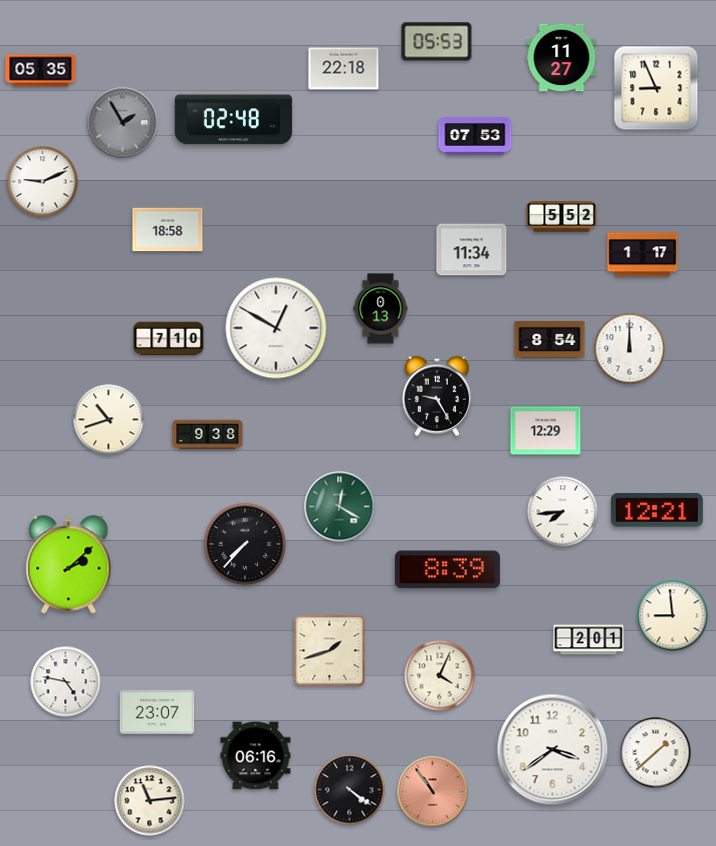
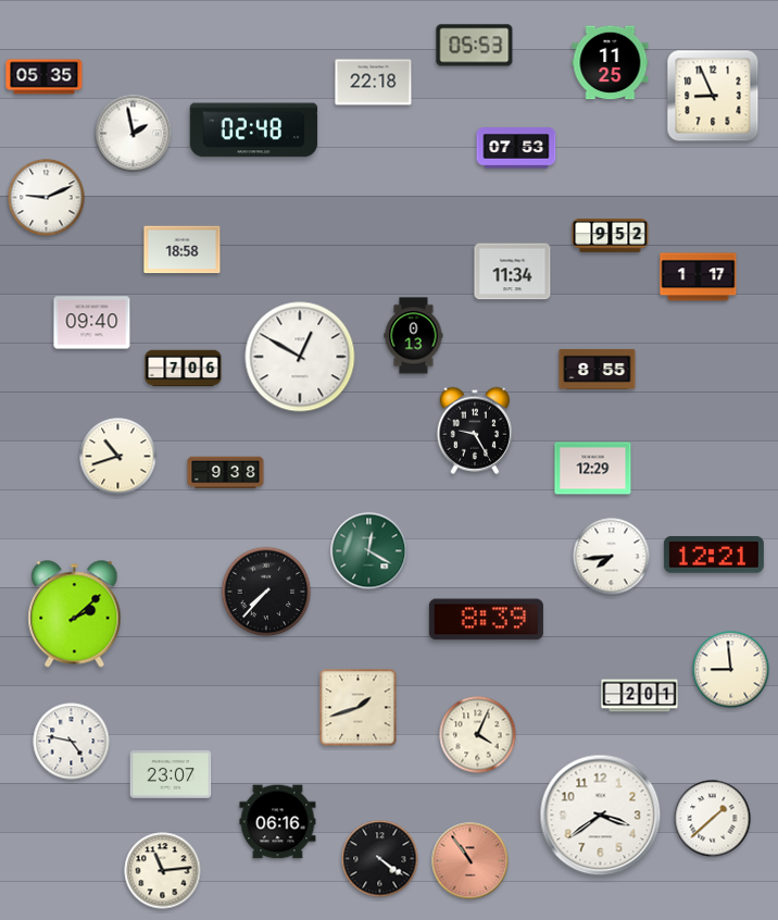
clock at (562, 58): 11:27 -> 11:25
clock at (344, 69) position: (344, 69) -> (374, 83)
clock at (123, 123): 1:55 -> 1:58
clock at (123, 123) dial: grey -> white
clock at (562, 217): 5:52 -> 9:52
clock at (92, 323): none -> 09:40
clock at (169, 339): 7:10 -> 7:06
clock at (550, 339): 8:54 -> 8:55
clock at (630, 349): 12:00 -> none
